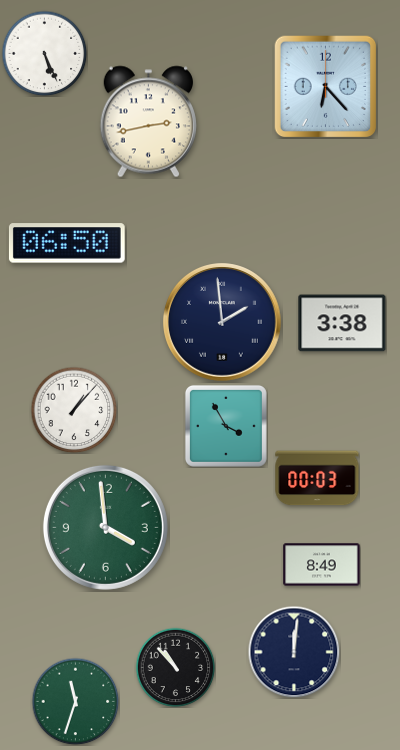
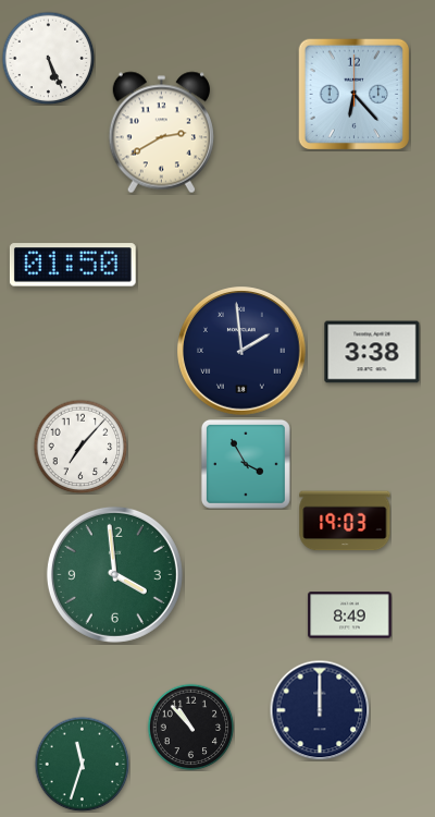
clock at (148, 122): 2:43 -> 2:40
clock at (67, 243): 06:50 -> 01:50
clock at (74, 410): 1:07 -> 7:07
clock at (317, 478): 00:03 -> 19:03
clock at (294, 652): 12:01 -> 12:00
